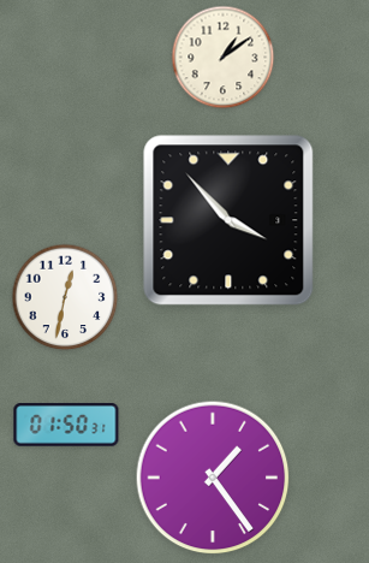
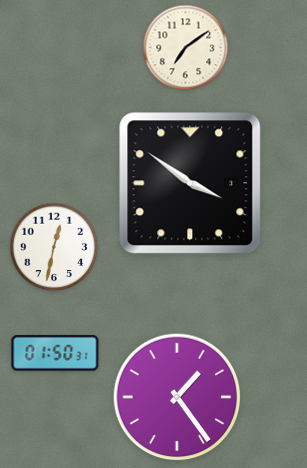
clock at (224, 58): 1:09 -> 7:09
clock at (228, 220): 3:53 -> 3:51
